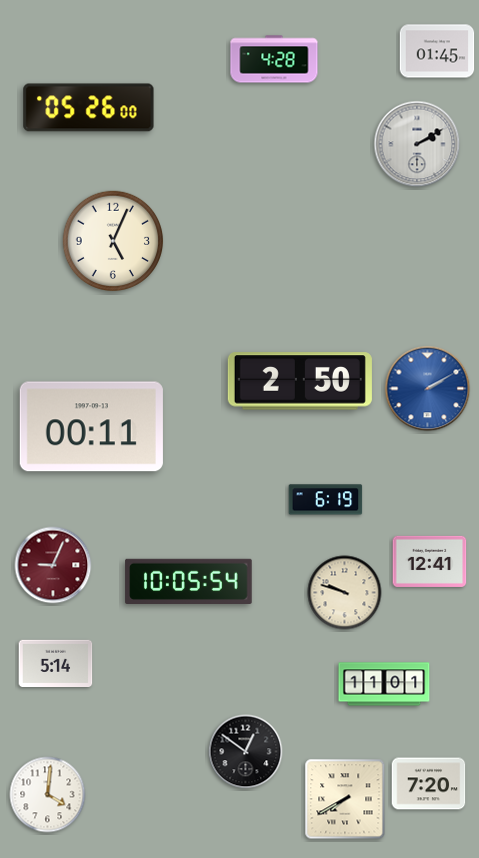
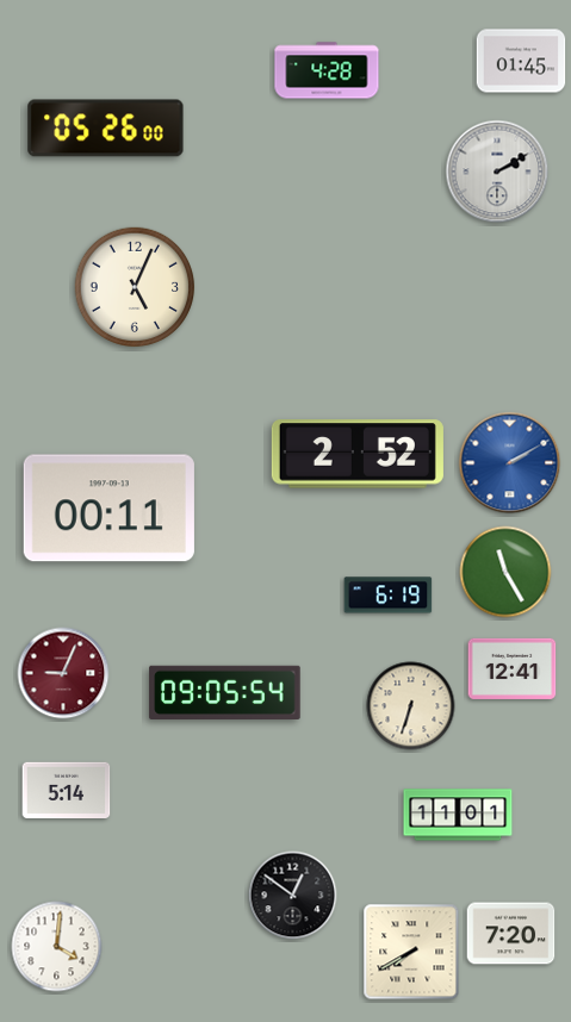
clock at (300, 381): 2:50 -> 2:52
clock at (505, 572): none -> 11:25
clock at (189, 581): 10:05 -> 09:05
clock at (345, 593): 9:48 -> 6:33
